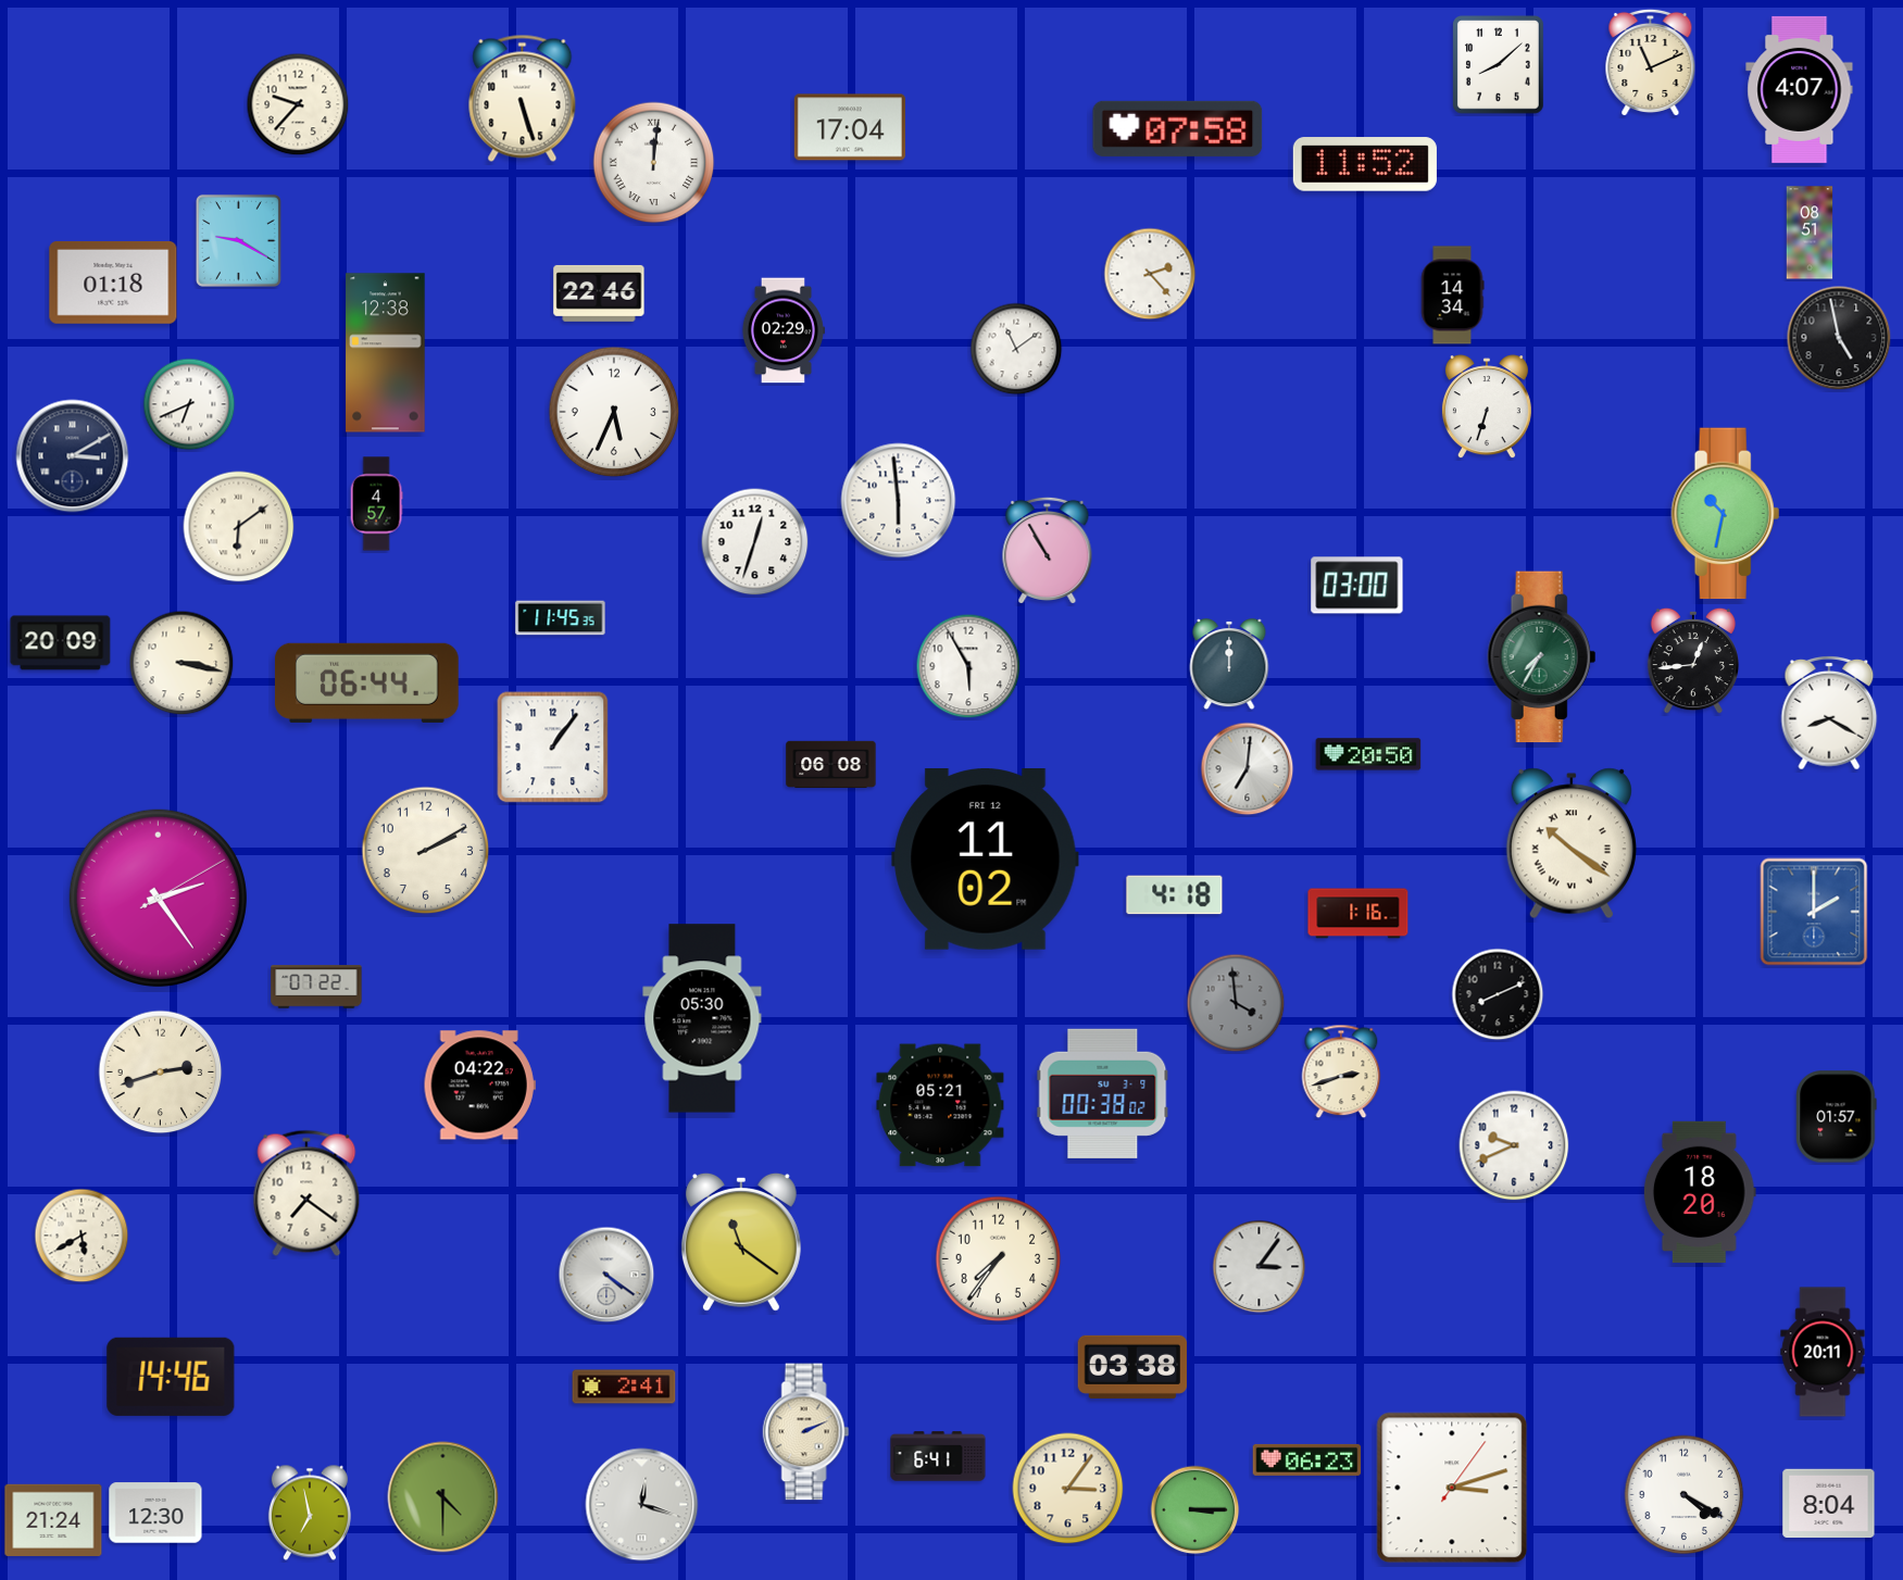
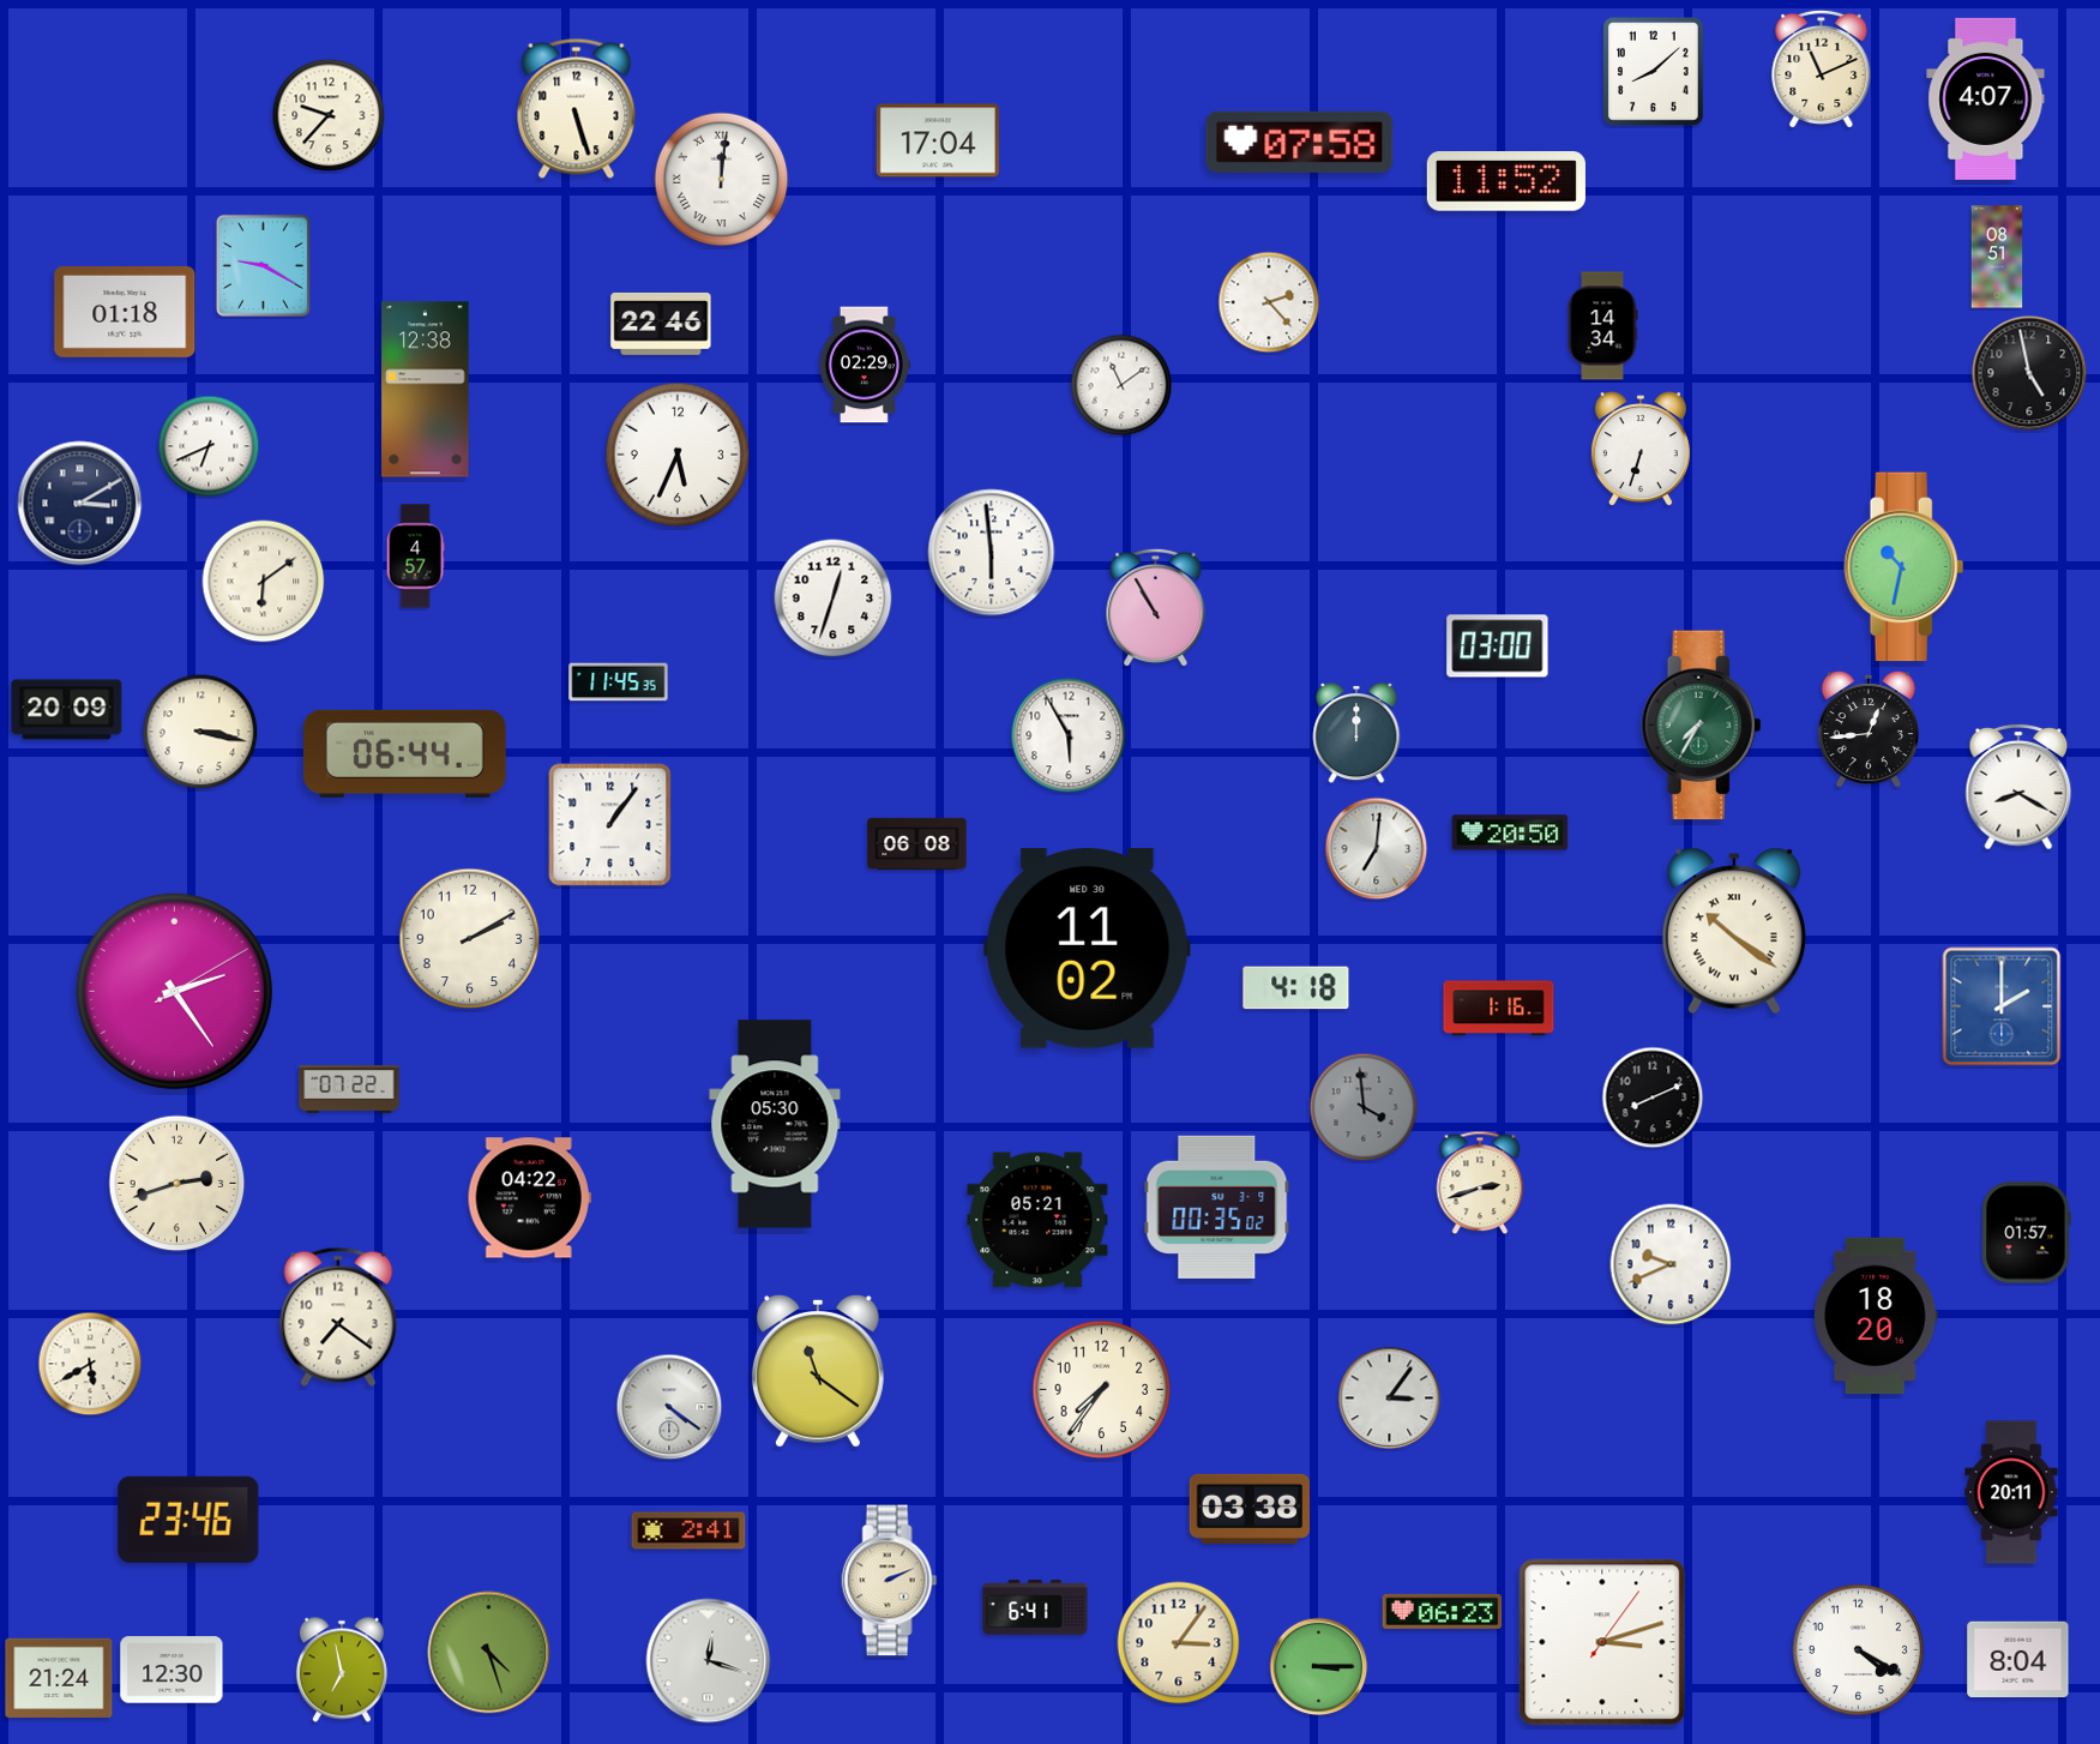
clock at (986, 860) date: FRI 12 -> WED 30
clock at (1103, 1093): 00:38 -> 00:35
clock at (171, 1377): 14:46 -> 23:46
clock at (443, 1497): 4:30 -> 4:27
